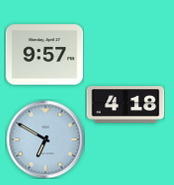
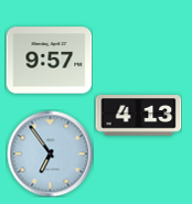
clock at (125, 105): 4:18 -> 4:13
clock at (45, 139): 6:50 -> 6:54
